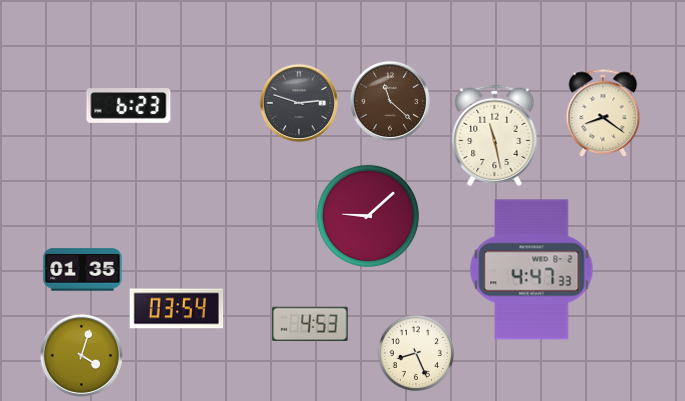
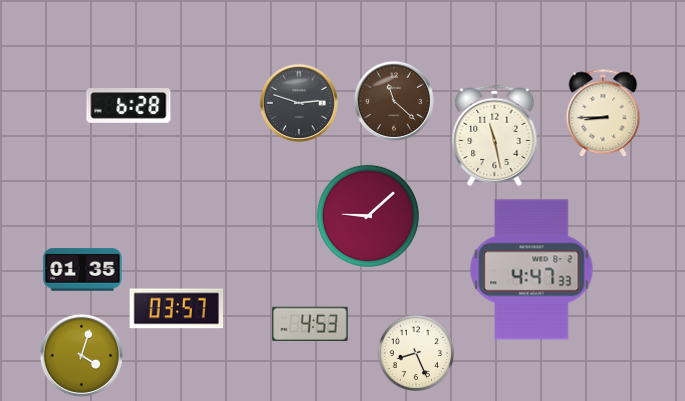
clock at (390, 101) position: (390, 101) -> (394, 101)
clock at (129, 106): 6:23 -> 6:28
clock at (603, 114): 8:21 -> 8:45
clock at (177, 309): 03:54 -> 03:57
